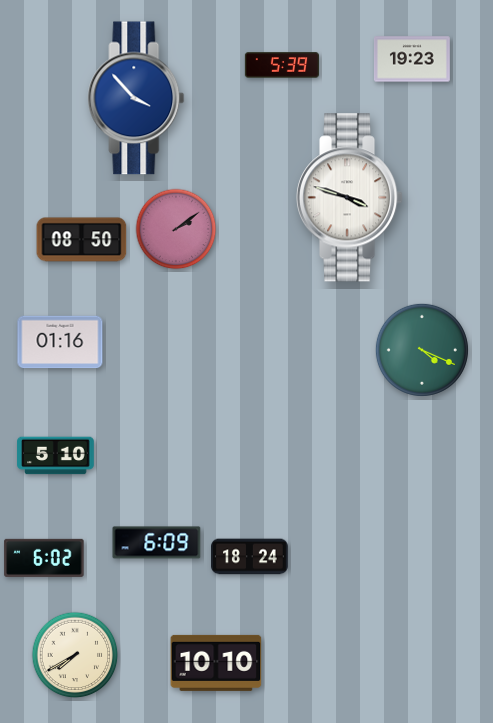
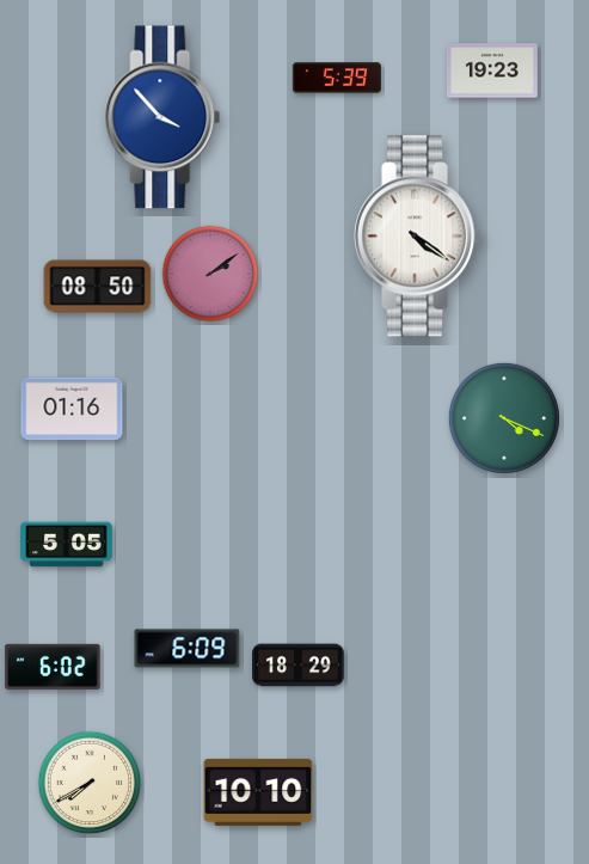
clock at (350, 198): 3:48 -> 4:21
clock at (56, 456): 5:10 -> 5:05
clock at (250, 557): 18:24 -> 18:29
